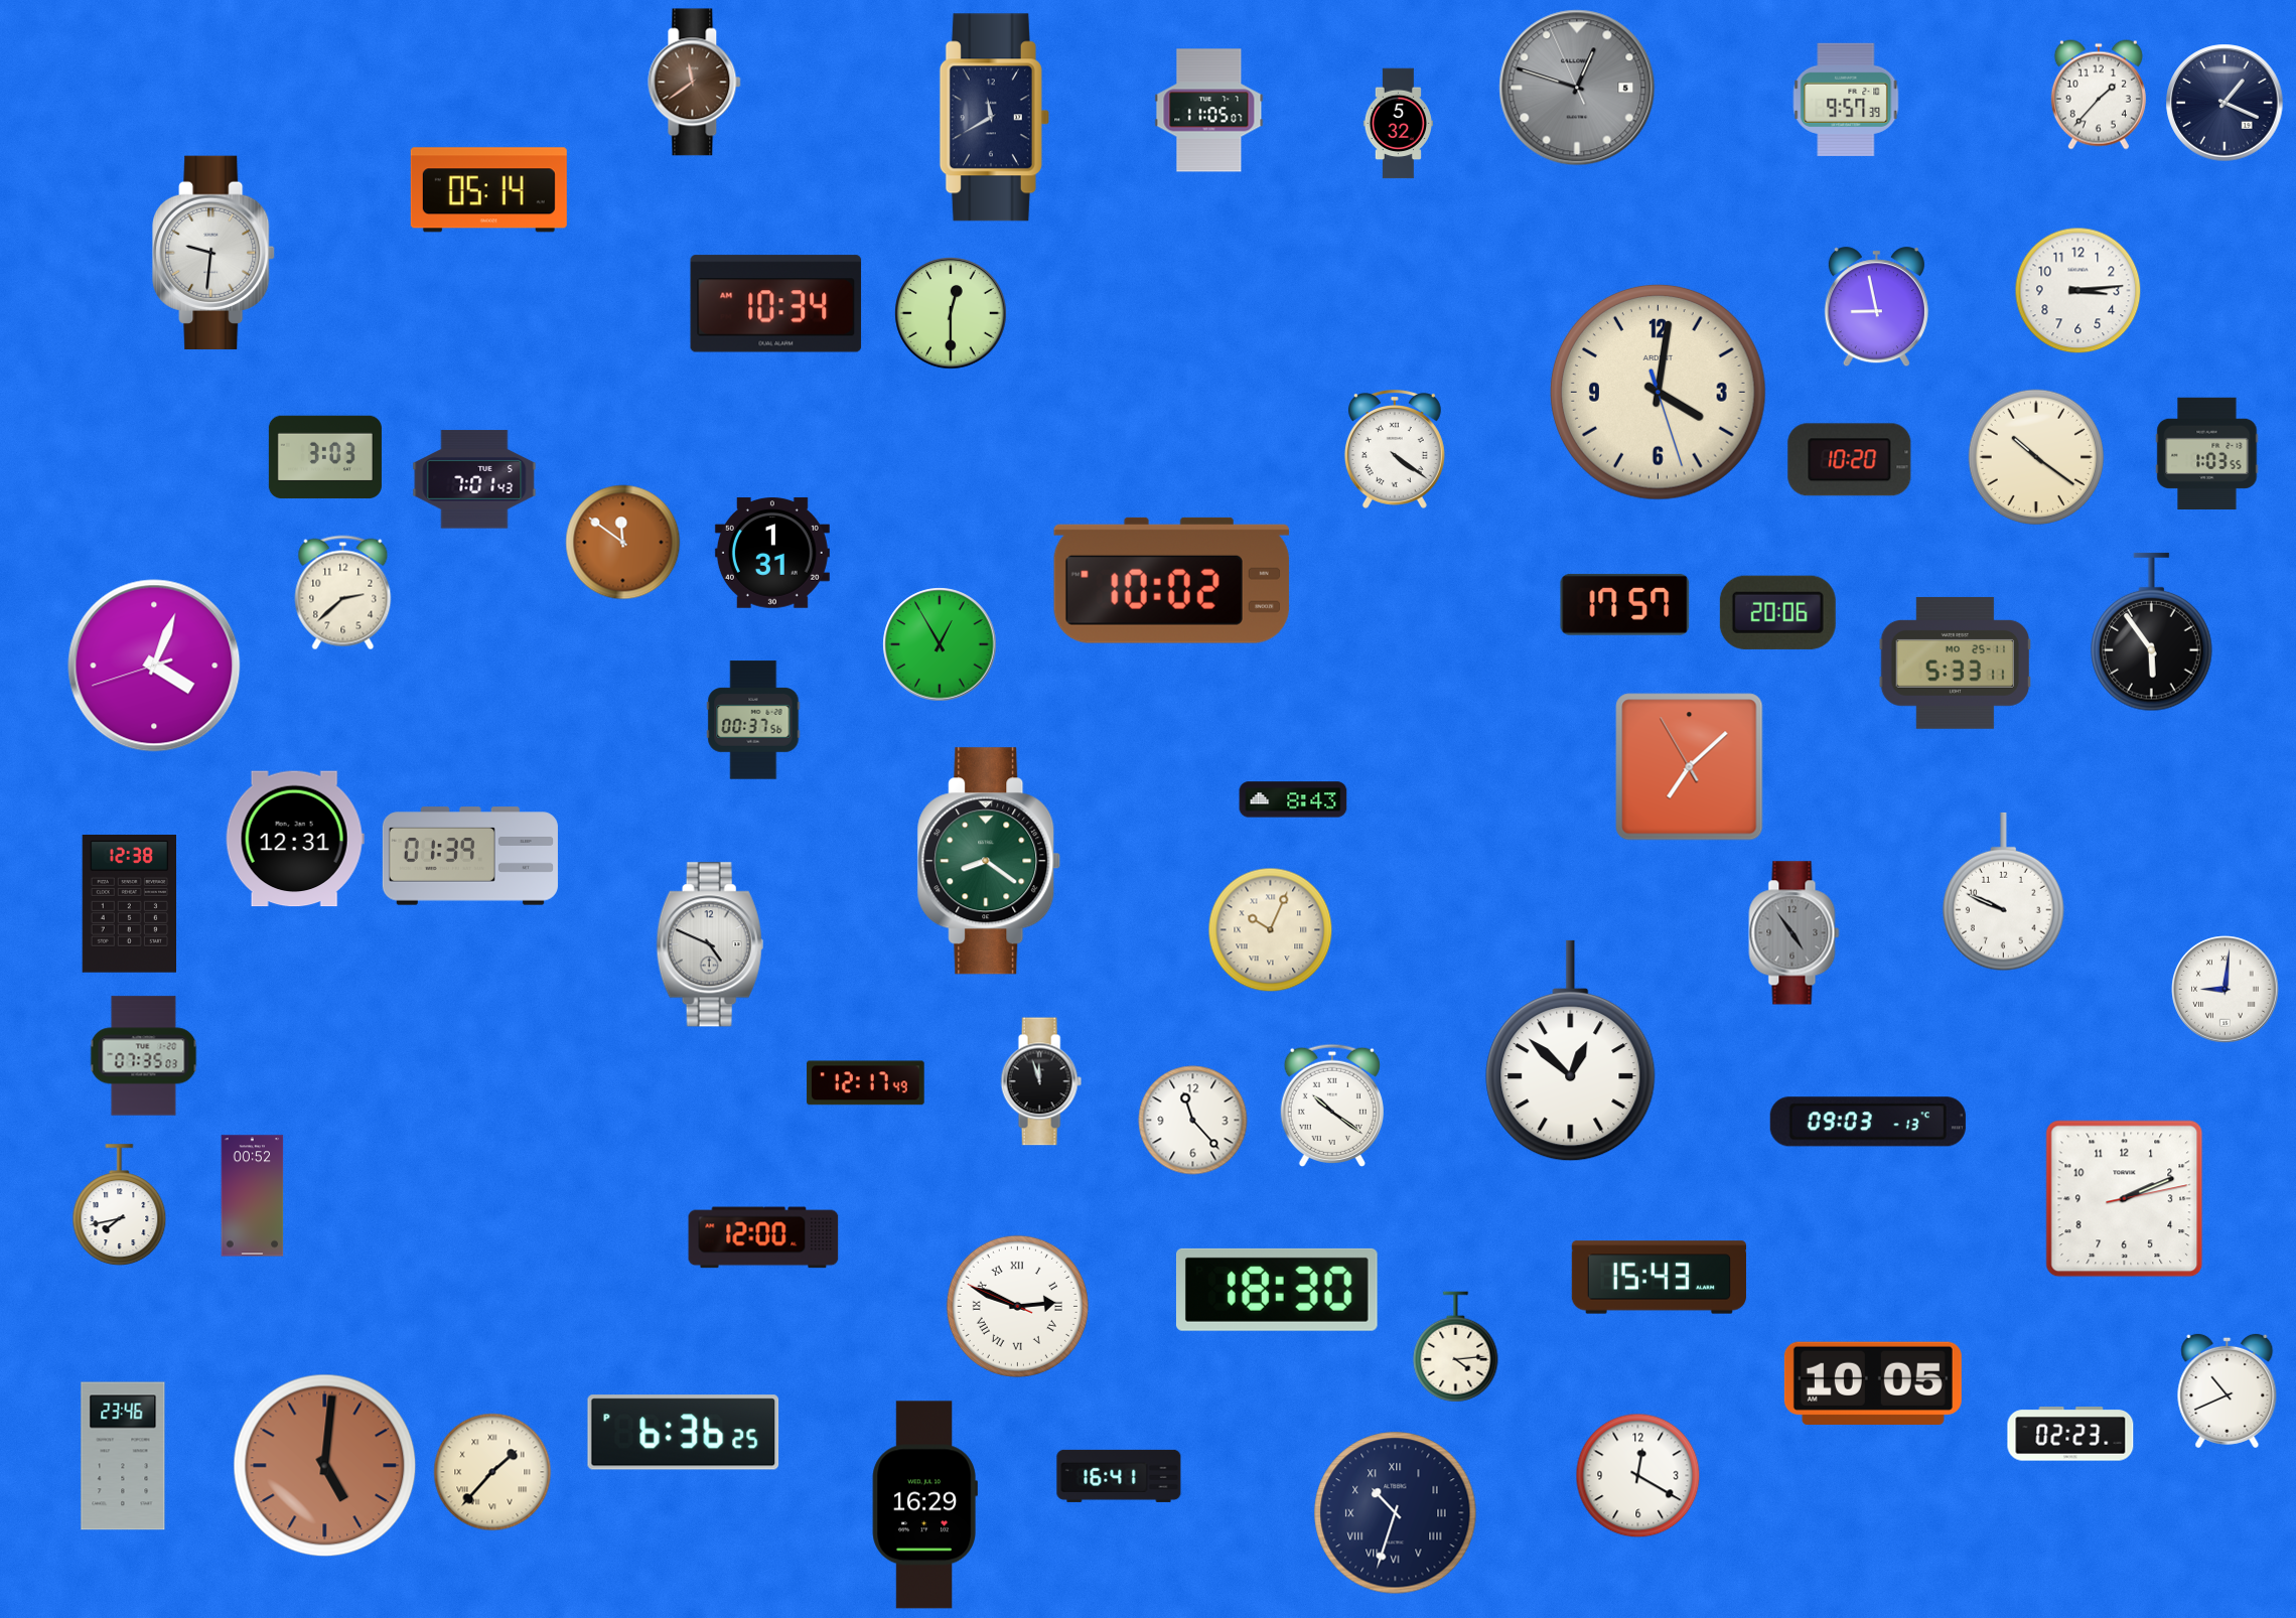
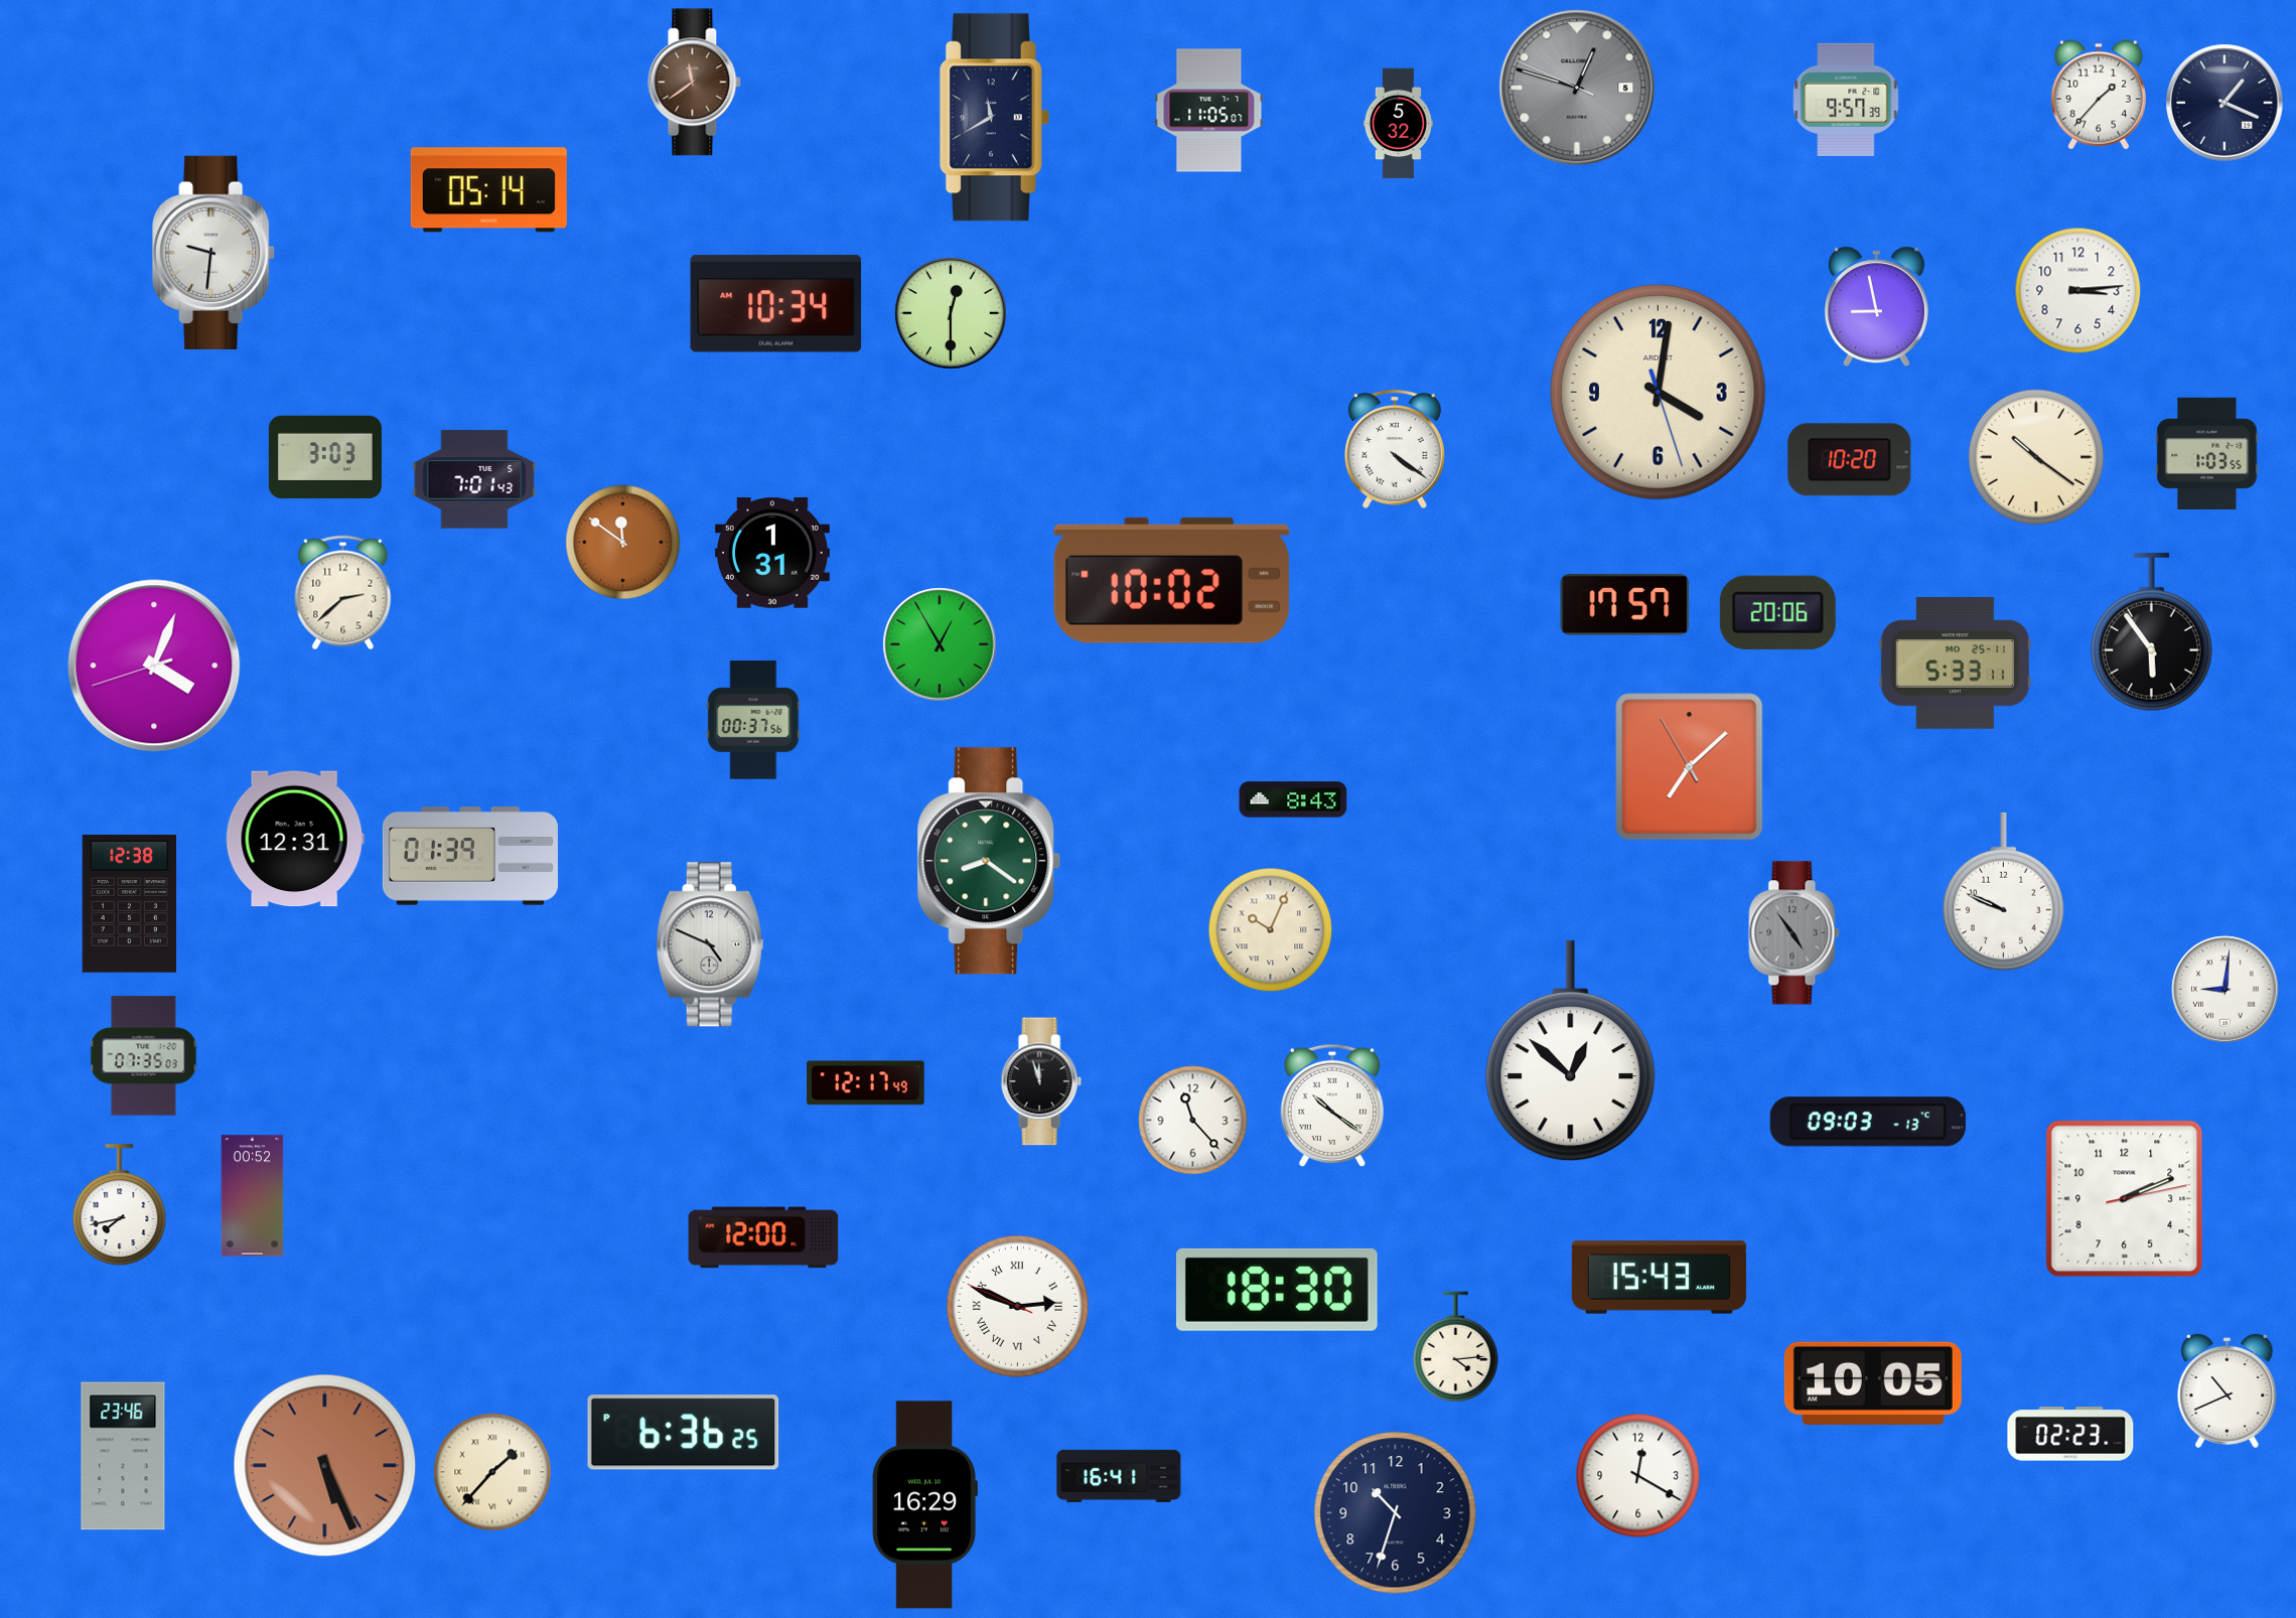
clock at (1577, 88): 12:47:56 -> 12:47:49
clock at (325, 1466): 5:01 -> 5:26
clock at (1396, 1513) numerals: Roman -> Arabic
